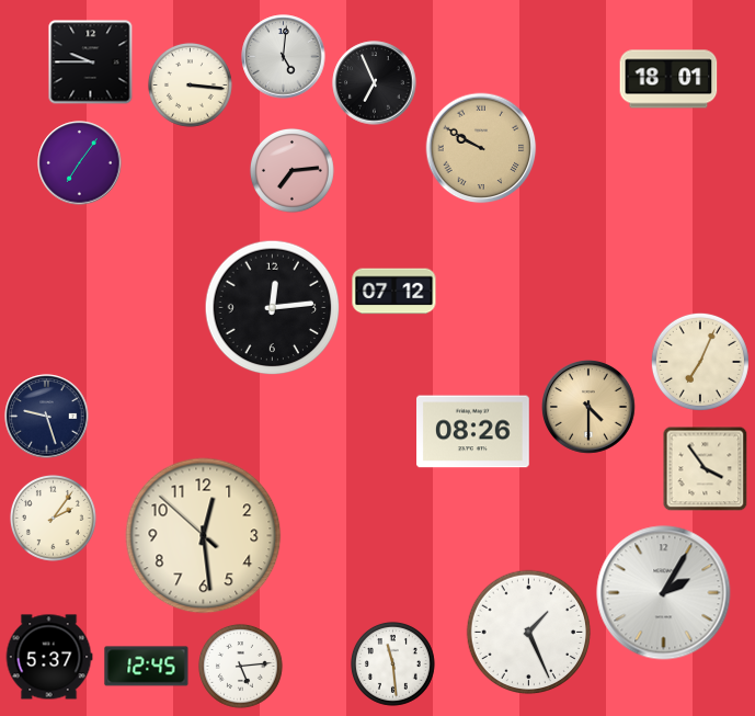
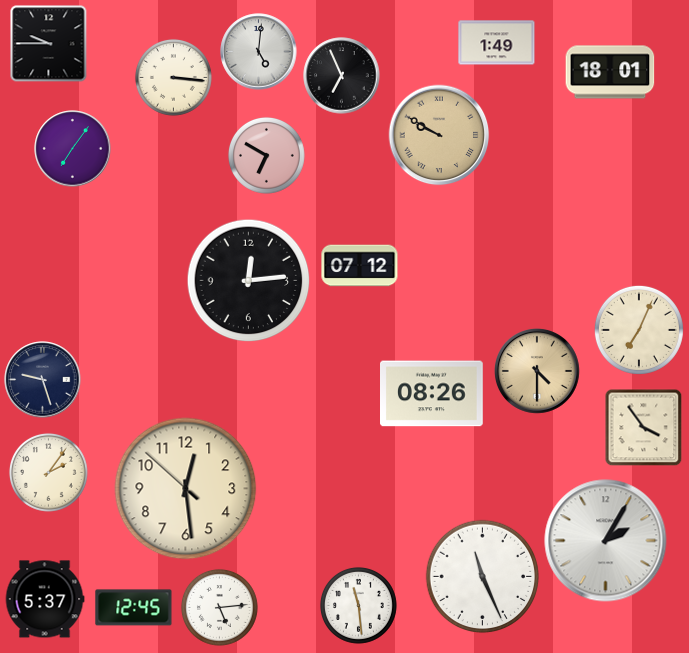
clock at (497, 43): none -> 1:49
clock at (91, 62) position: (91, 62) -> (49, 44)
clock at (291, 170): 7:14 -> 6:50
clock at (529, 633): 1:26 -> 11:26
